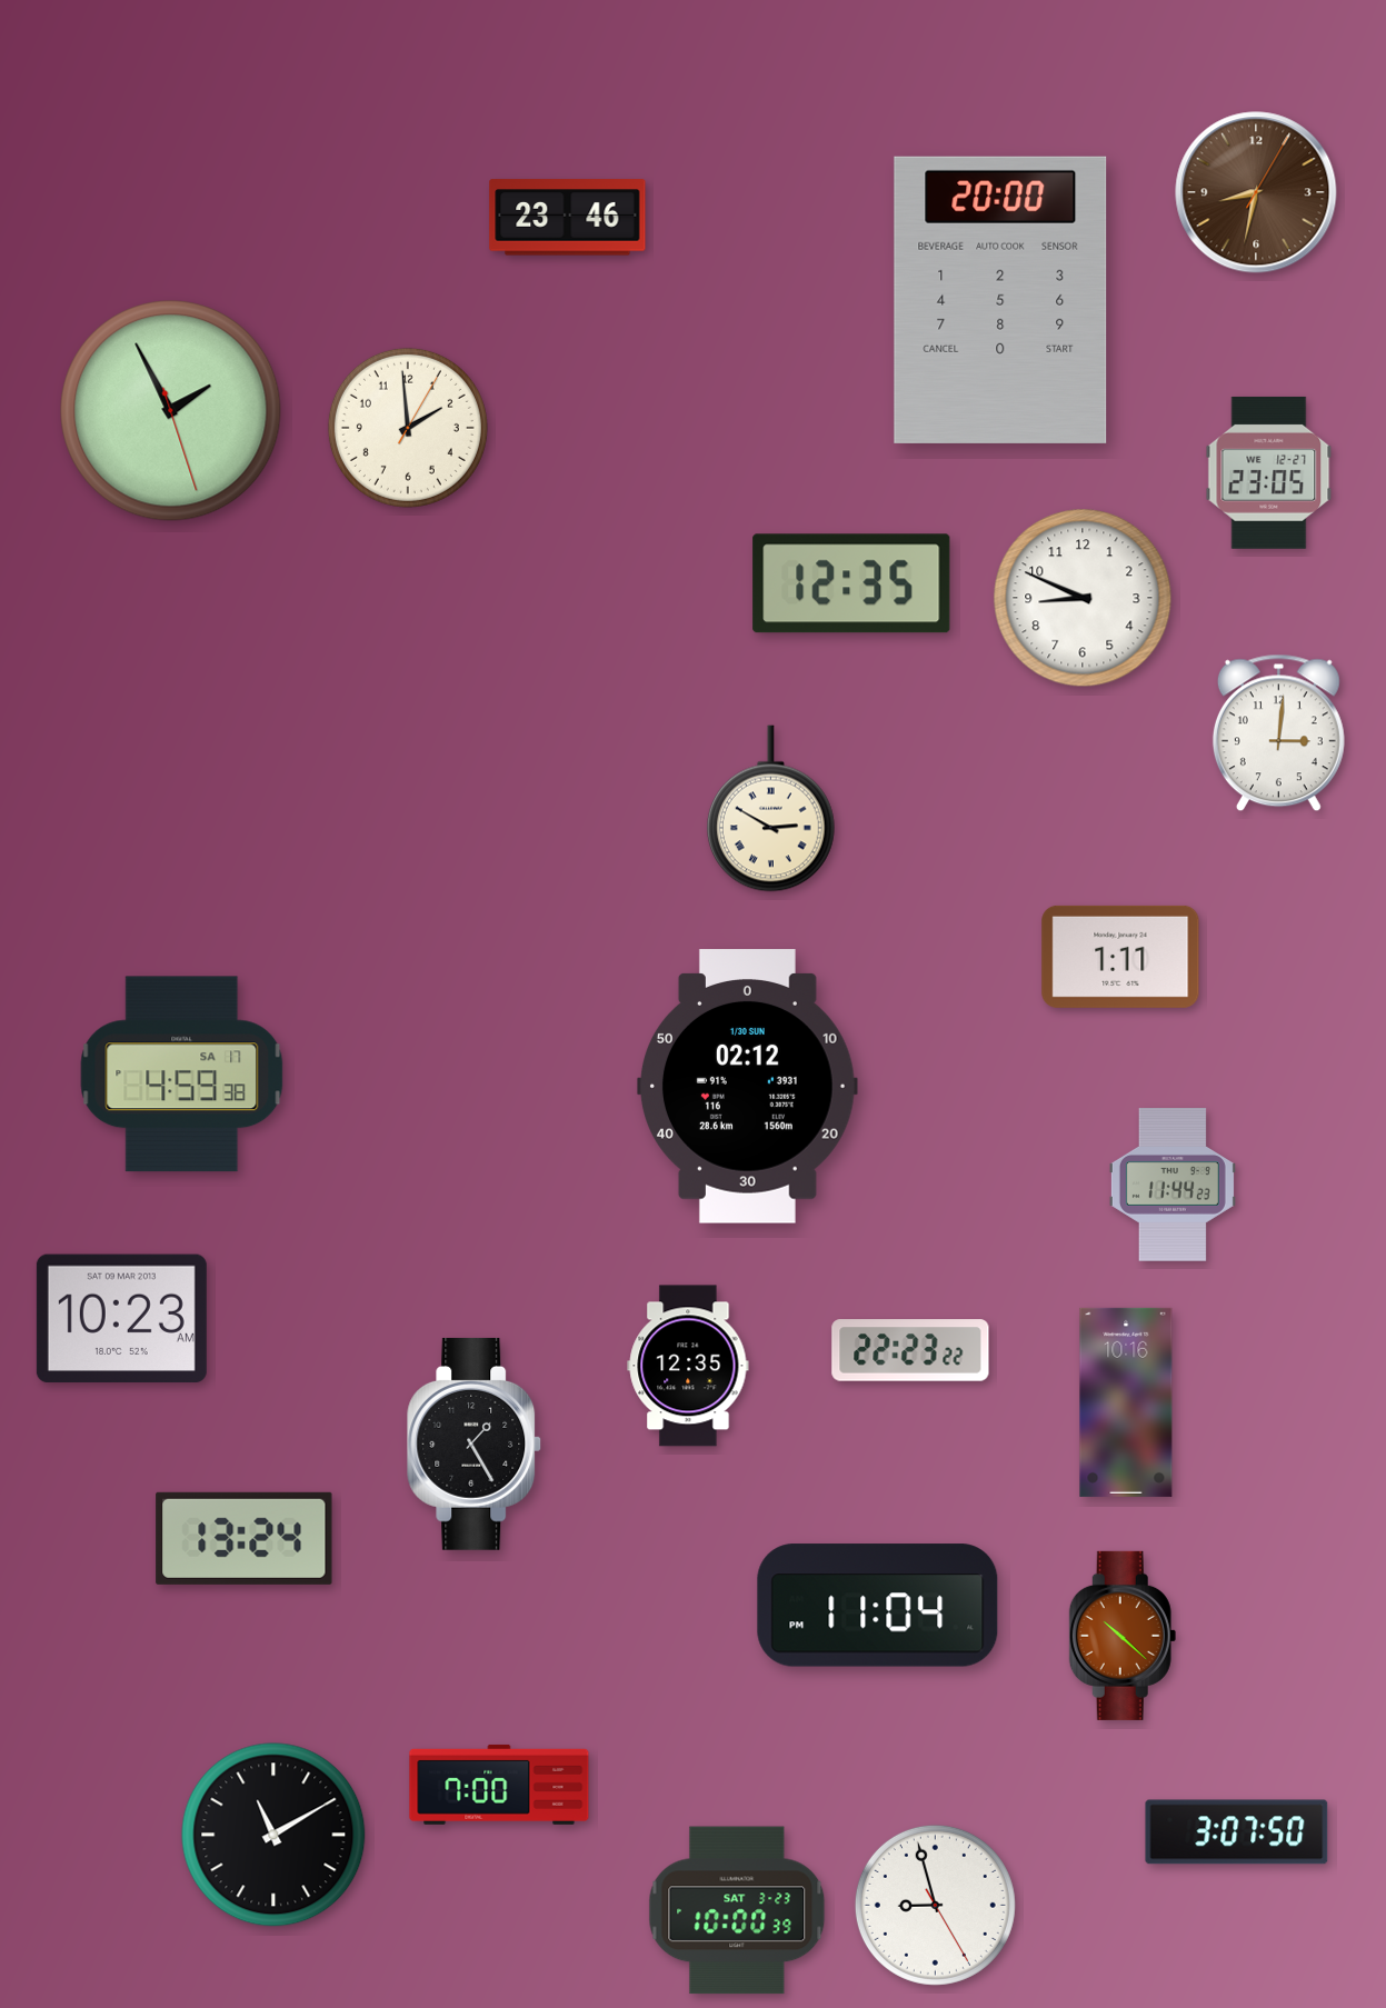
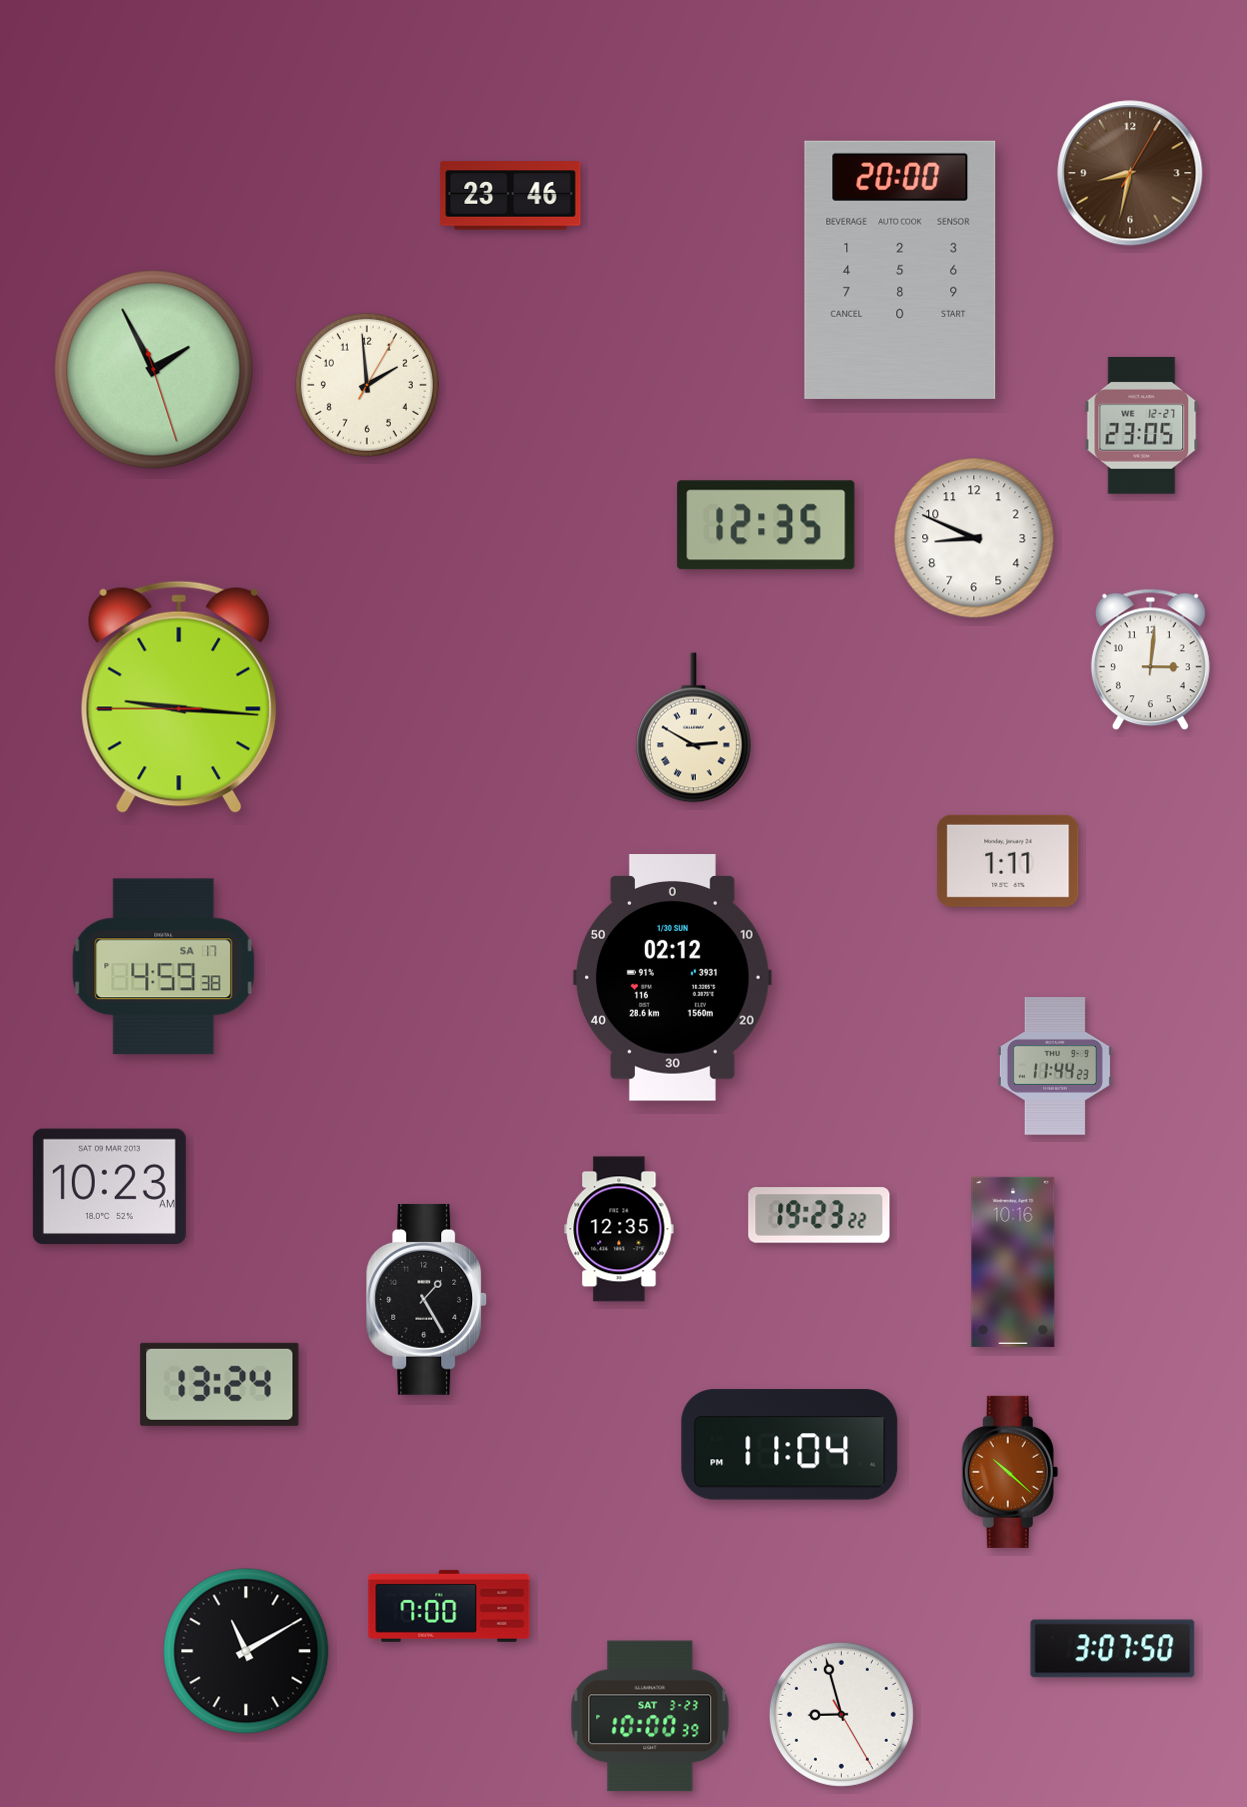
clock at (179, 697): none -> 9:15
clock at (910, 1350): 22:23 -> 19:23
clock at (737, 1910) position: (737, 1910) -> (650, 1716)
